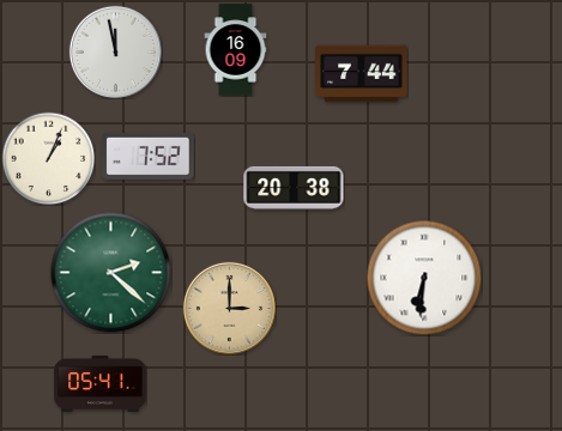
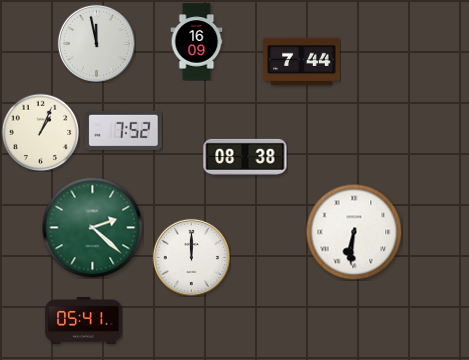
clock at (294, 188): 20:38 -> 08:38
clock at (229, 308): 3:00 -> 12:00
clock at (229, 308) dial: champagne -> white
